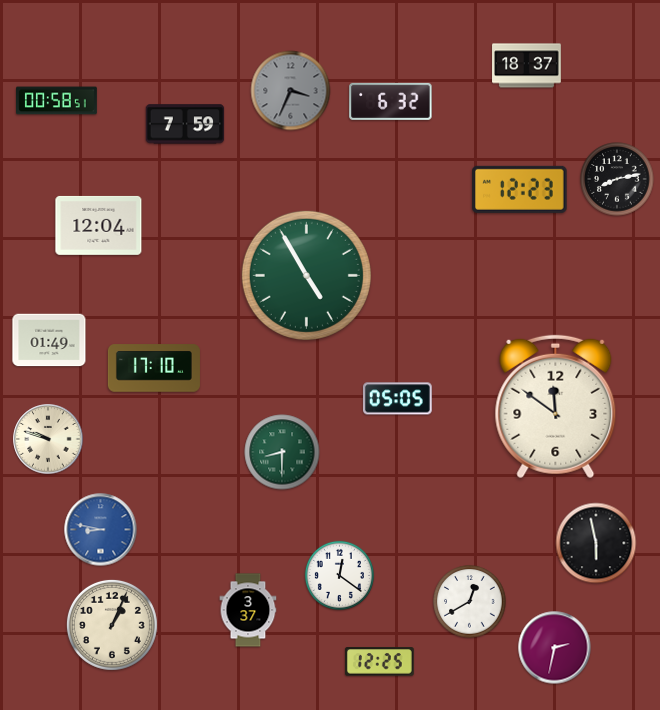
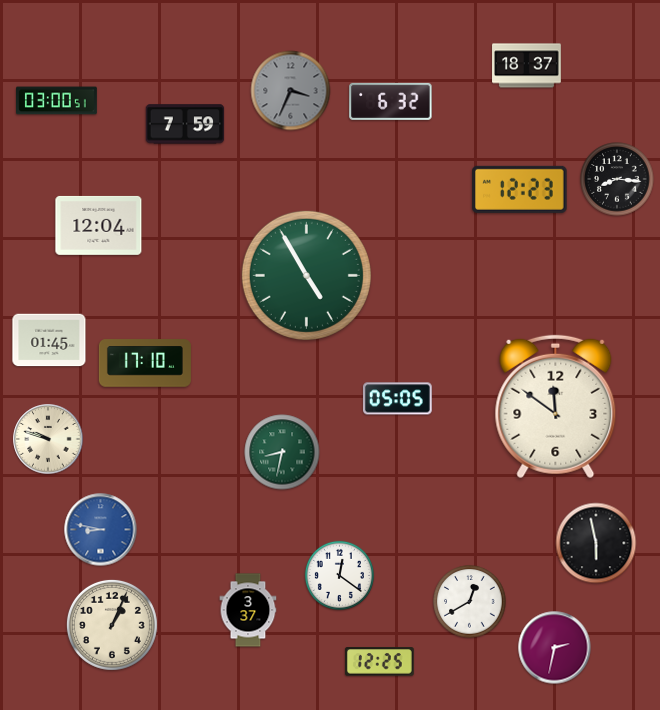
clock at (57, 101): 00:58 -> 03:00
clock at (617, 179): 8:13 -> 8:16
clock at (49, 340): 01:49 -> 01:45
clock at (154, 368) position: (154, 368) -> (145, 363)
clock at (282, 452): 8:30 -> 8:32
